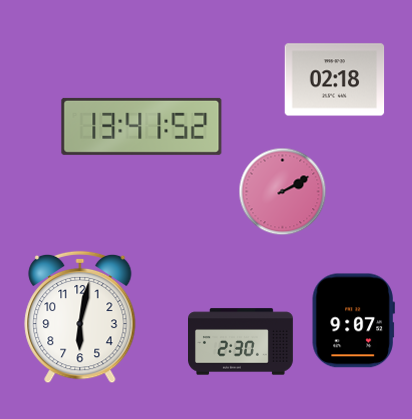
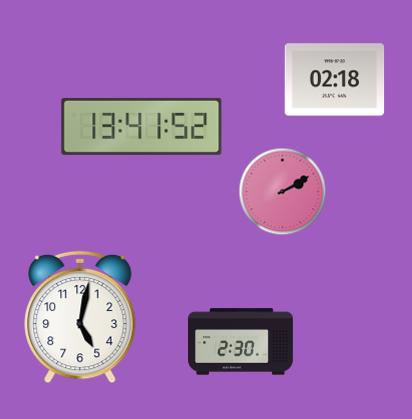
clock at (80, 317): 6:02 -> 5:02
clock at (353, 321): 9:07 -> none
